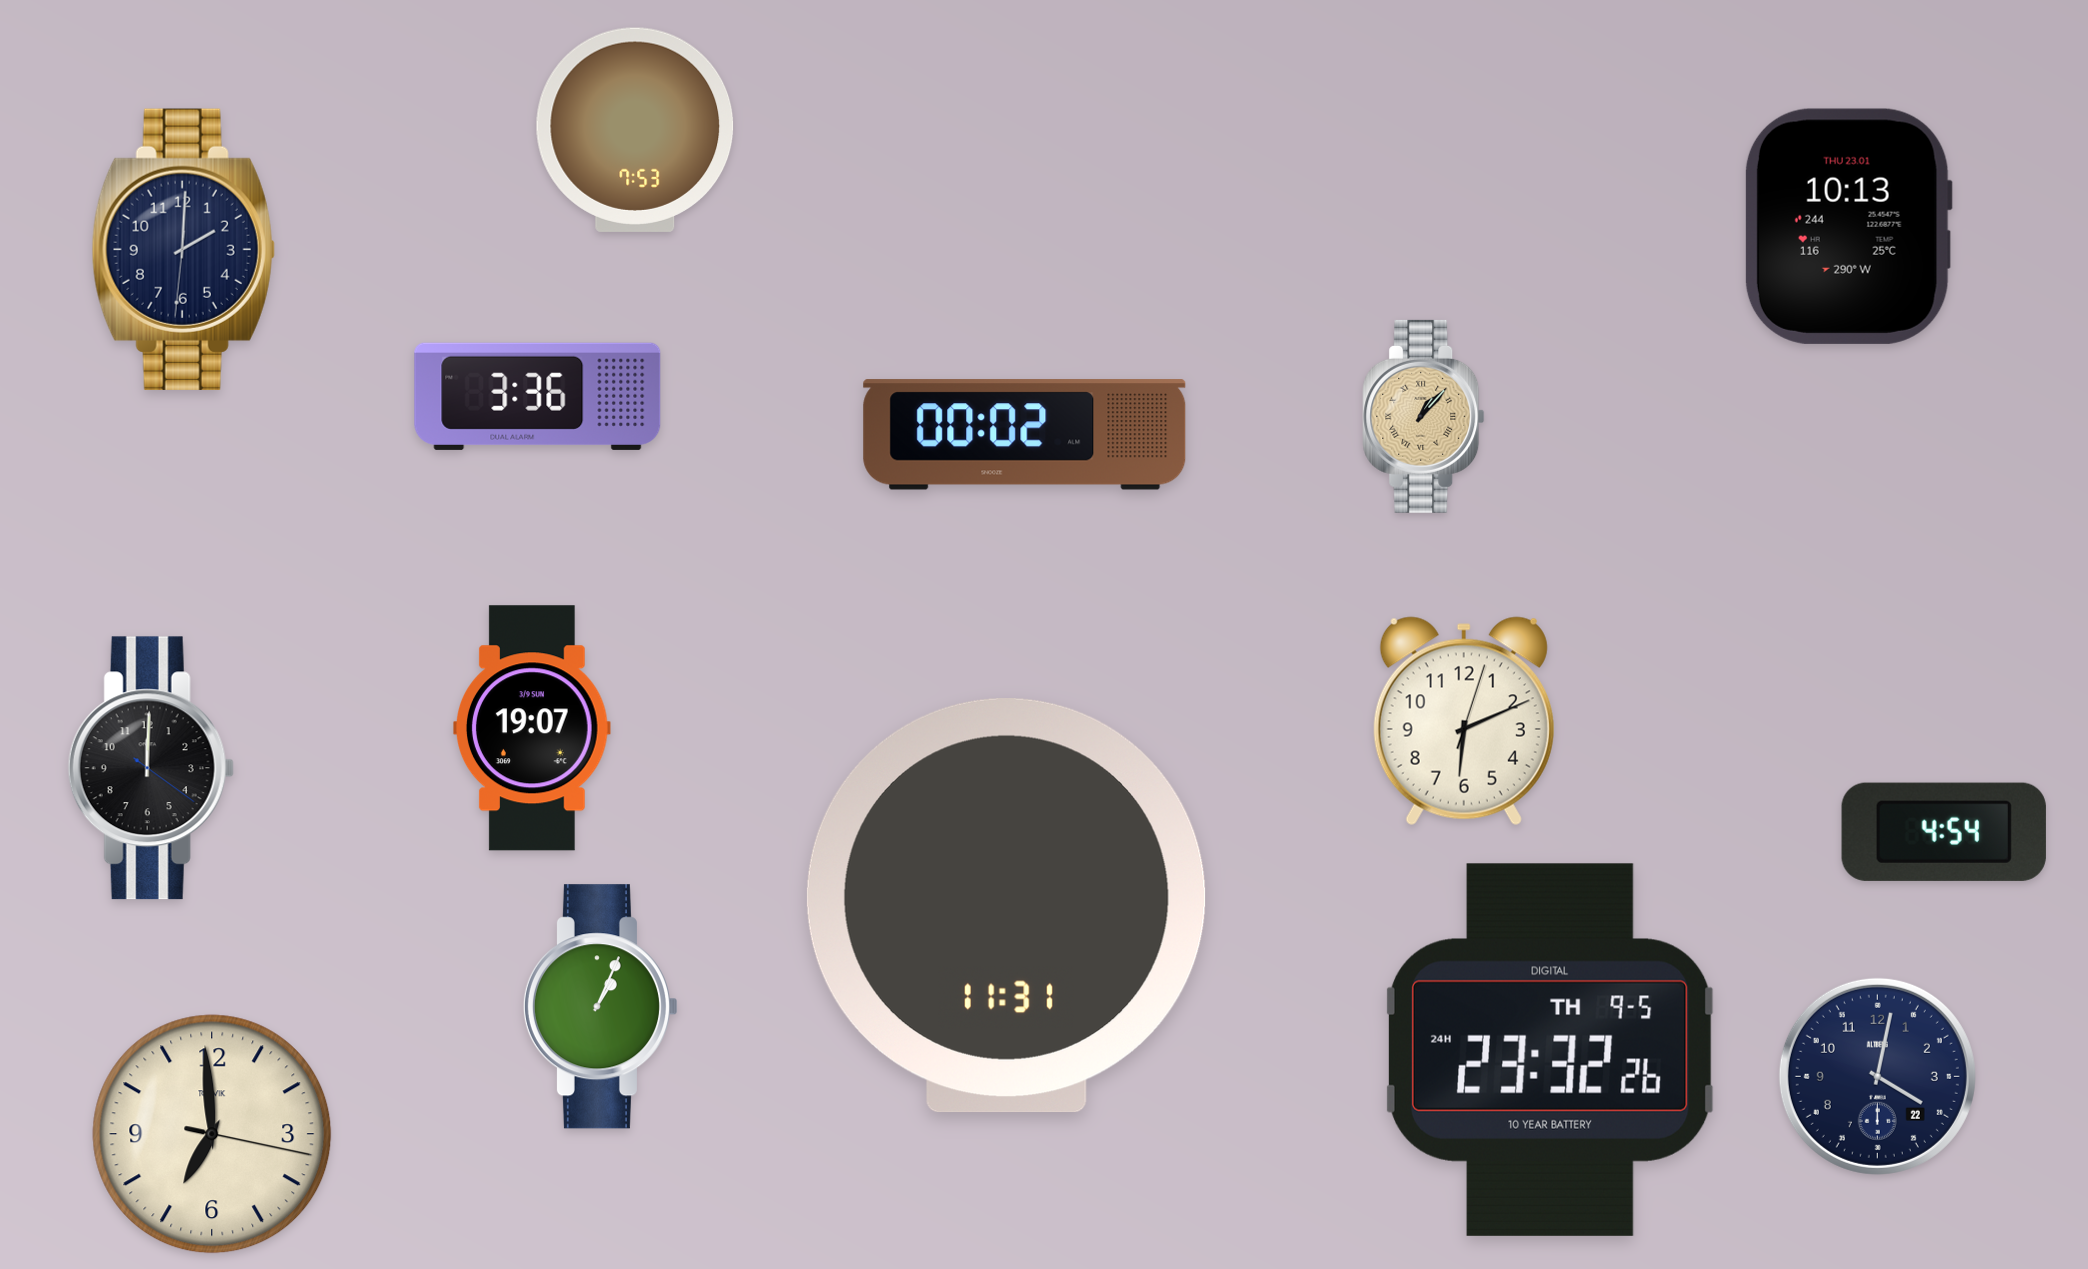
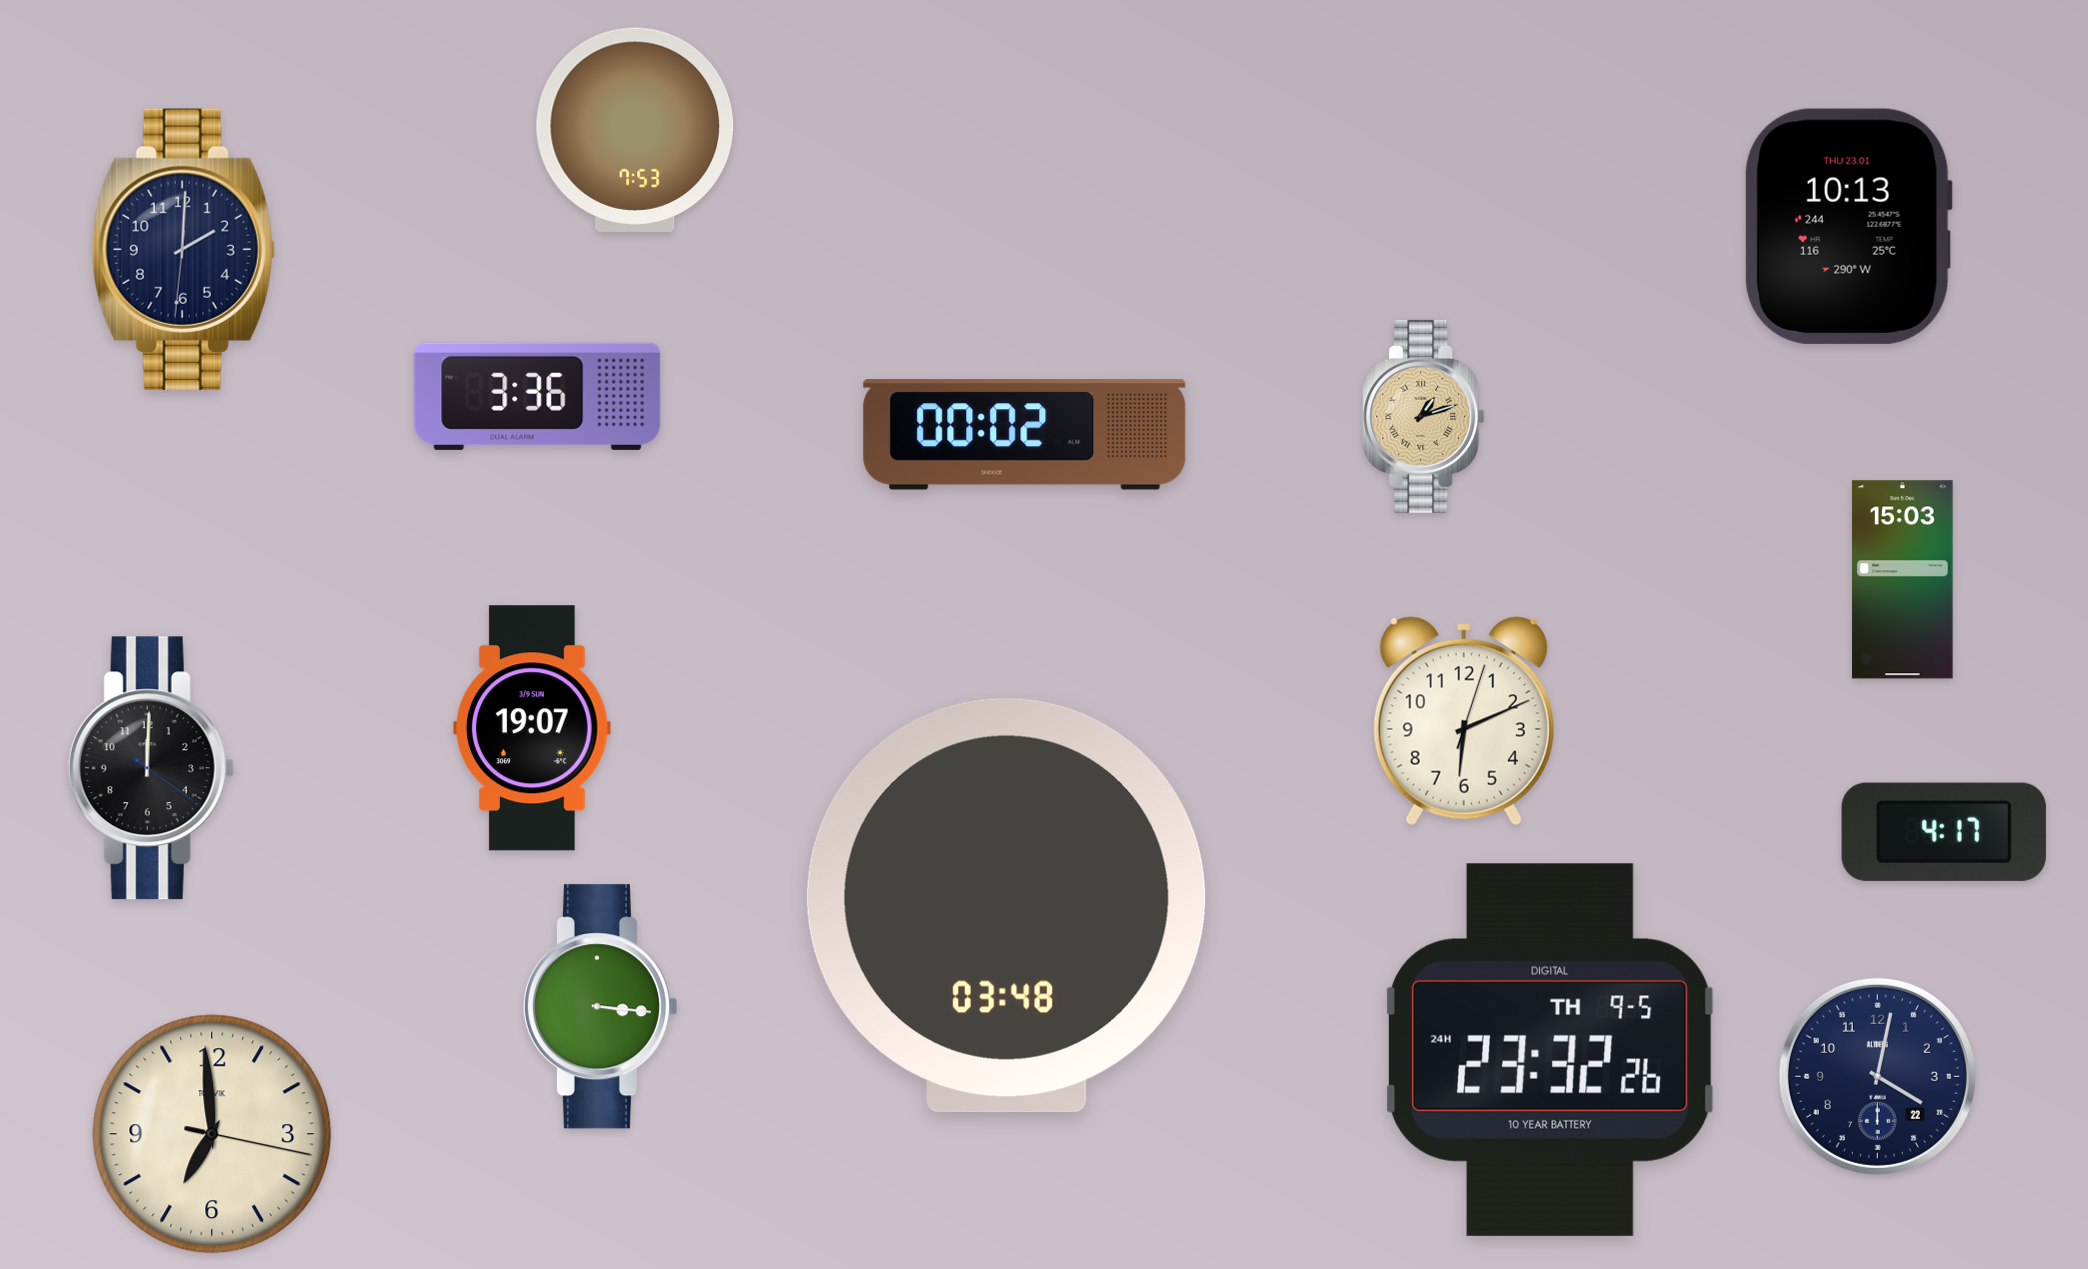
clock at (1424, 416): 1:07 -> 1:12
clock at (1903, 580): none -> 15:03
clock at (1944, 832): 4:54 -> 4:17
clock at (1006, 906): 11:31 -> 03:48
clock at (600, 1007): 1:04 -> 3:16
